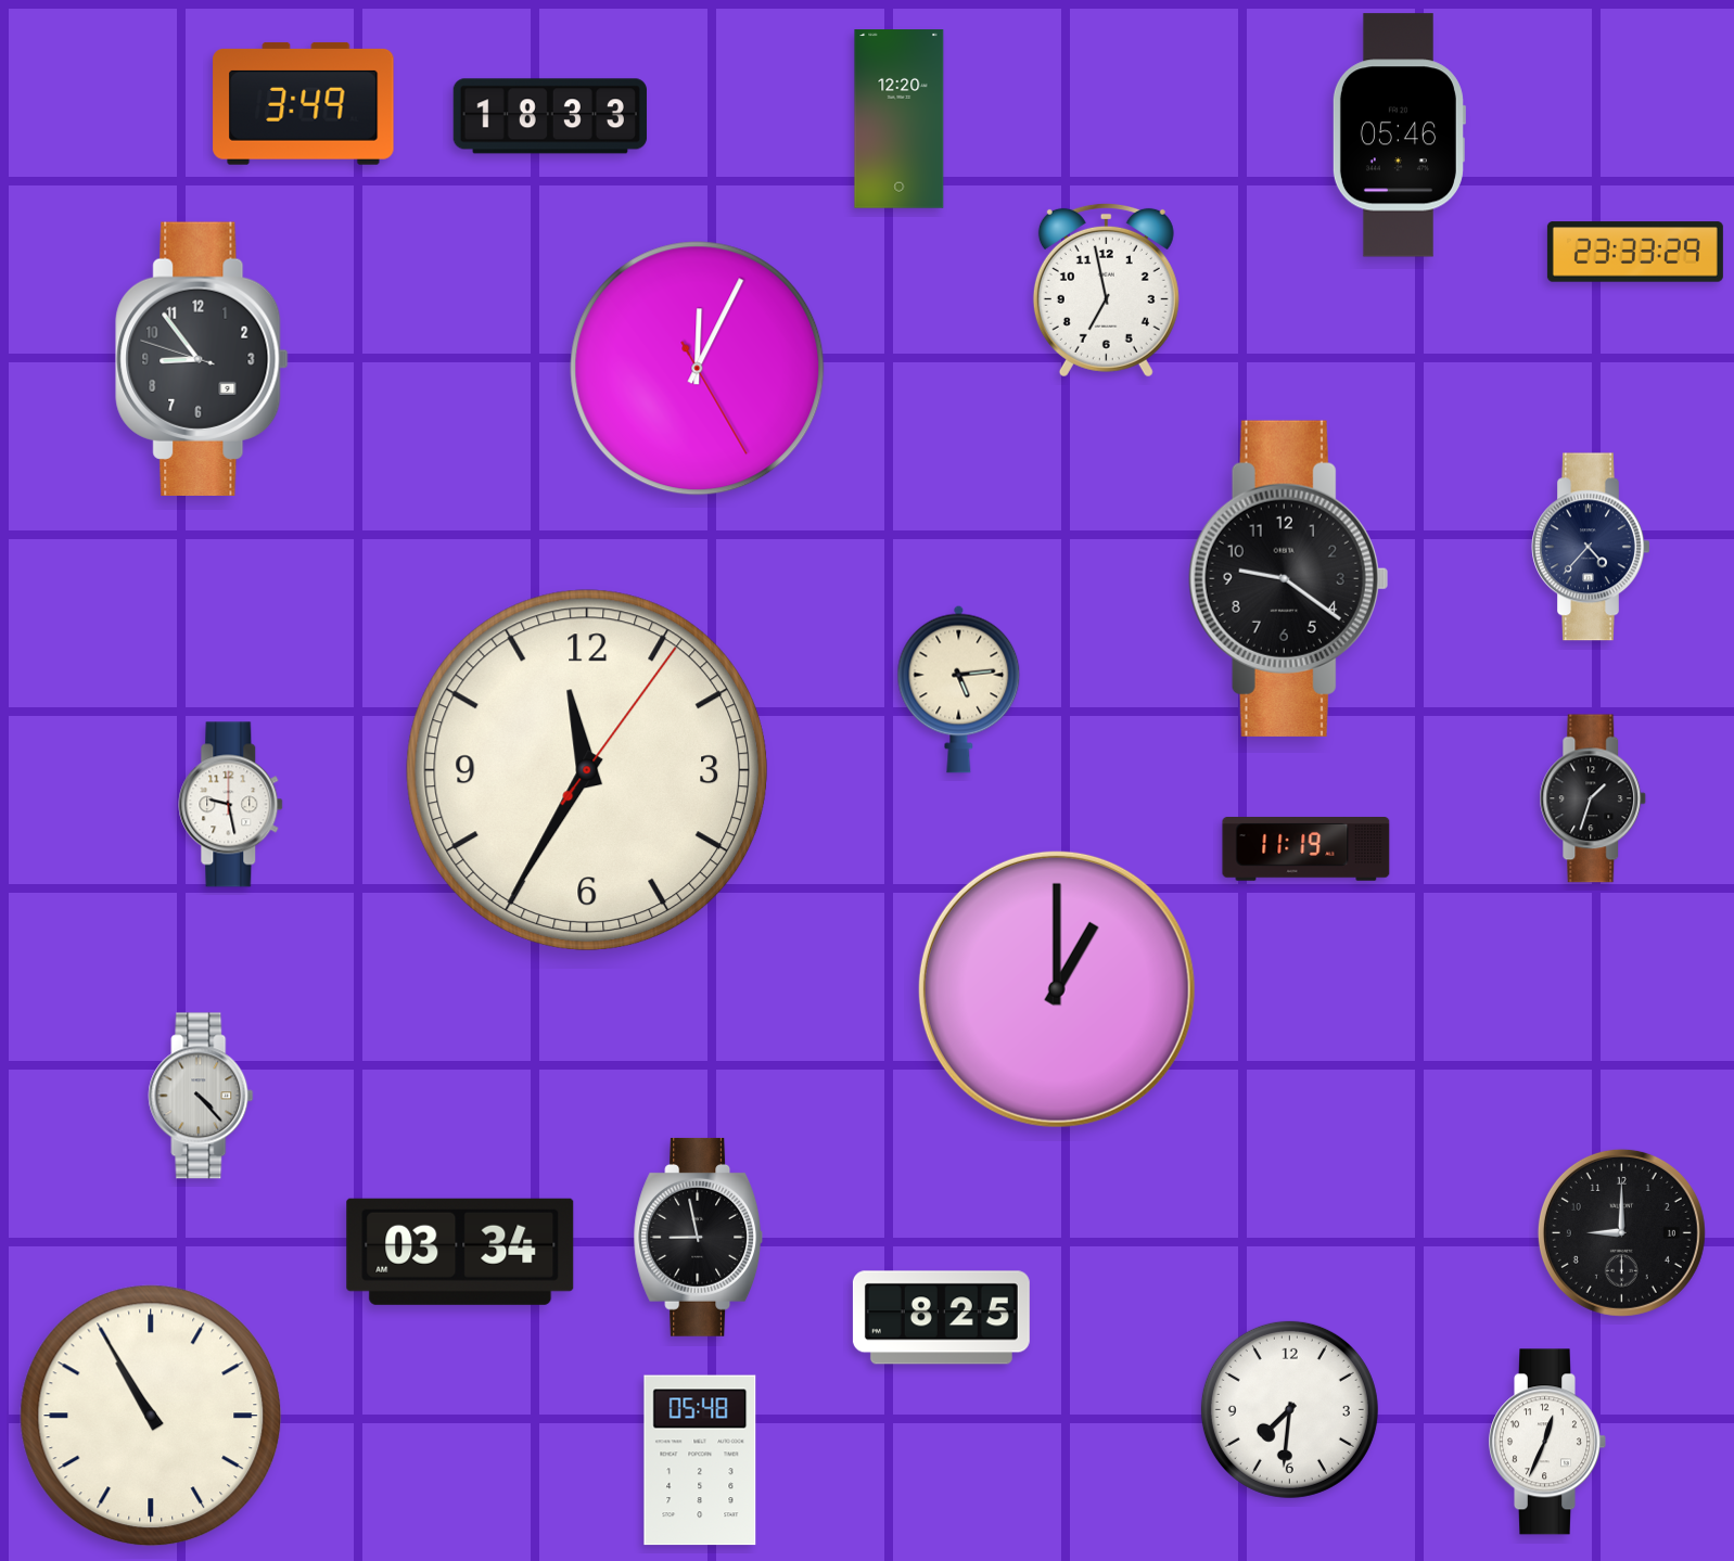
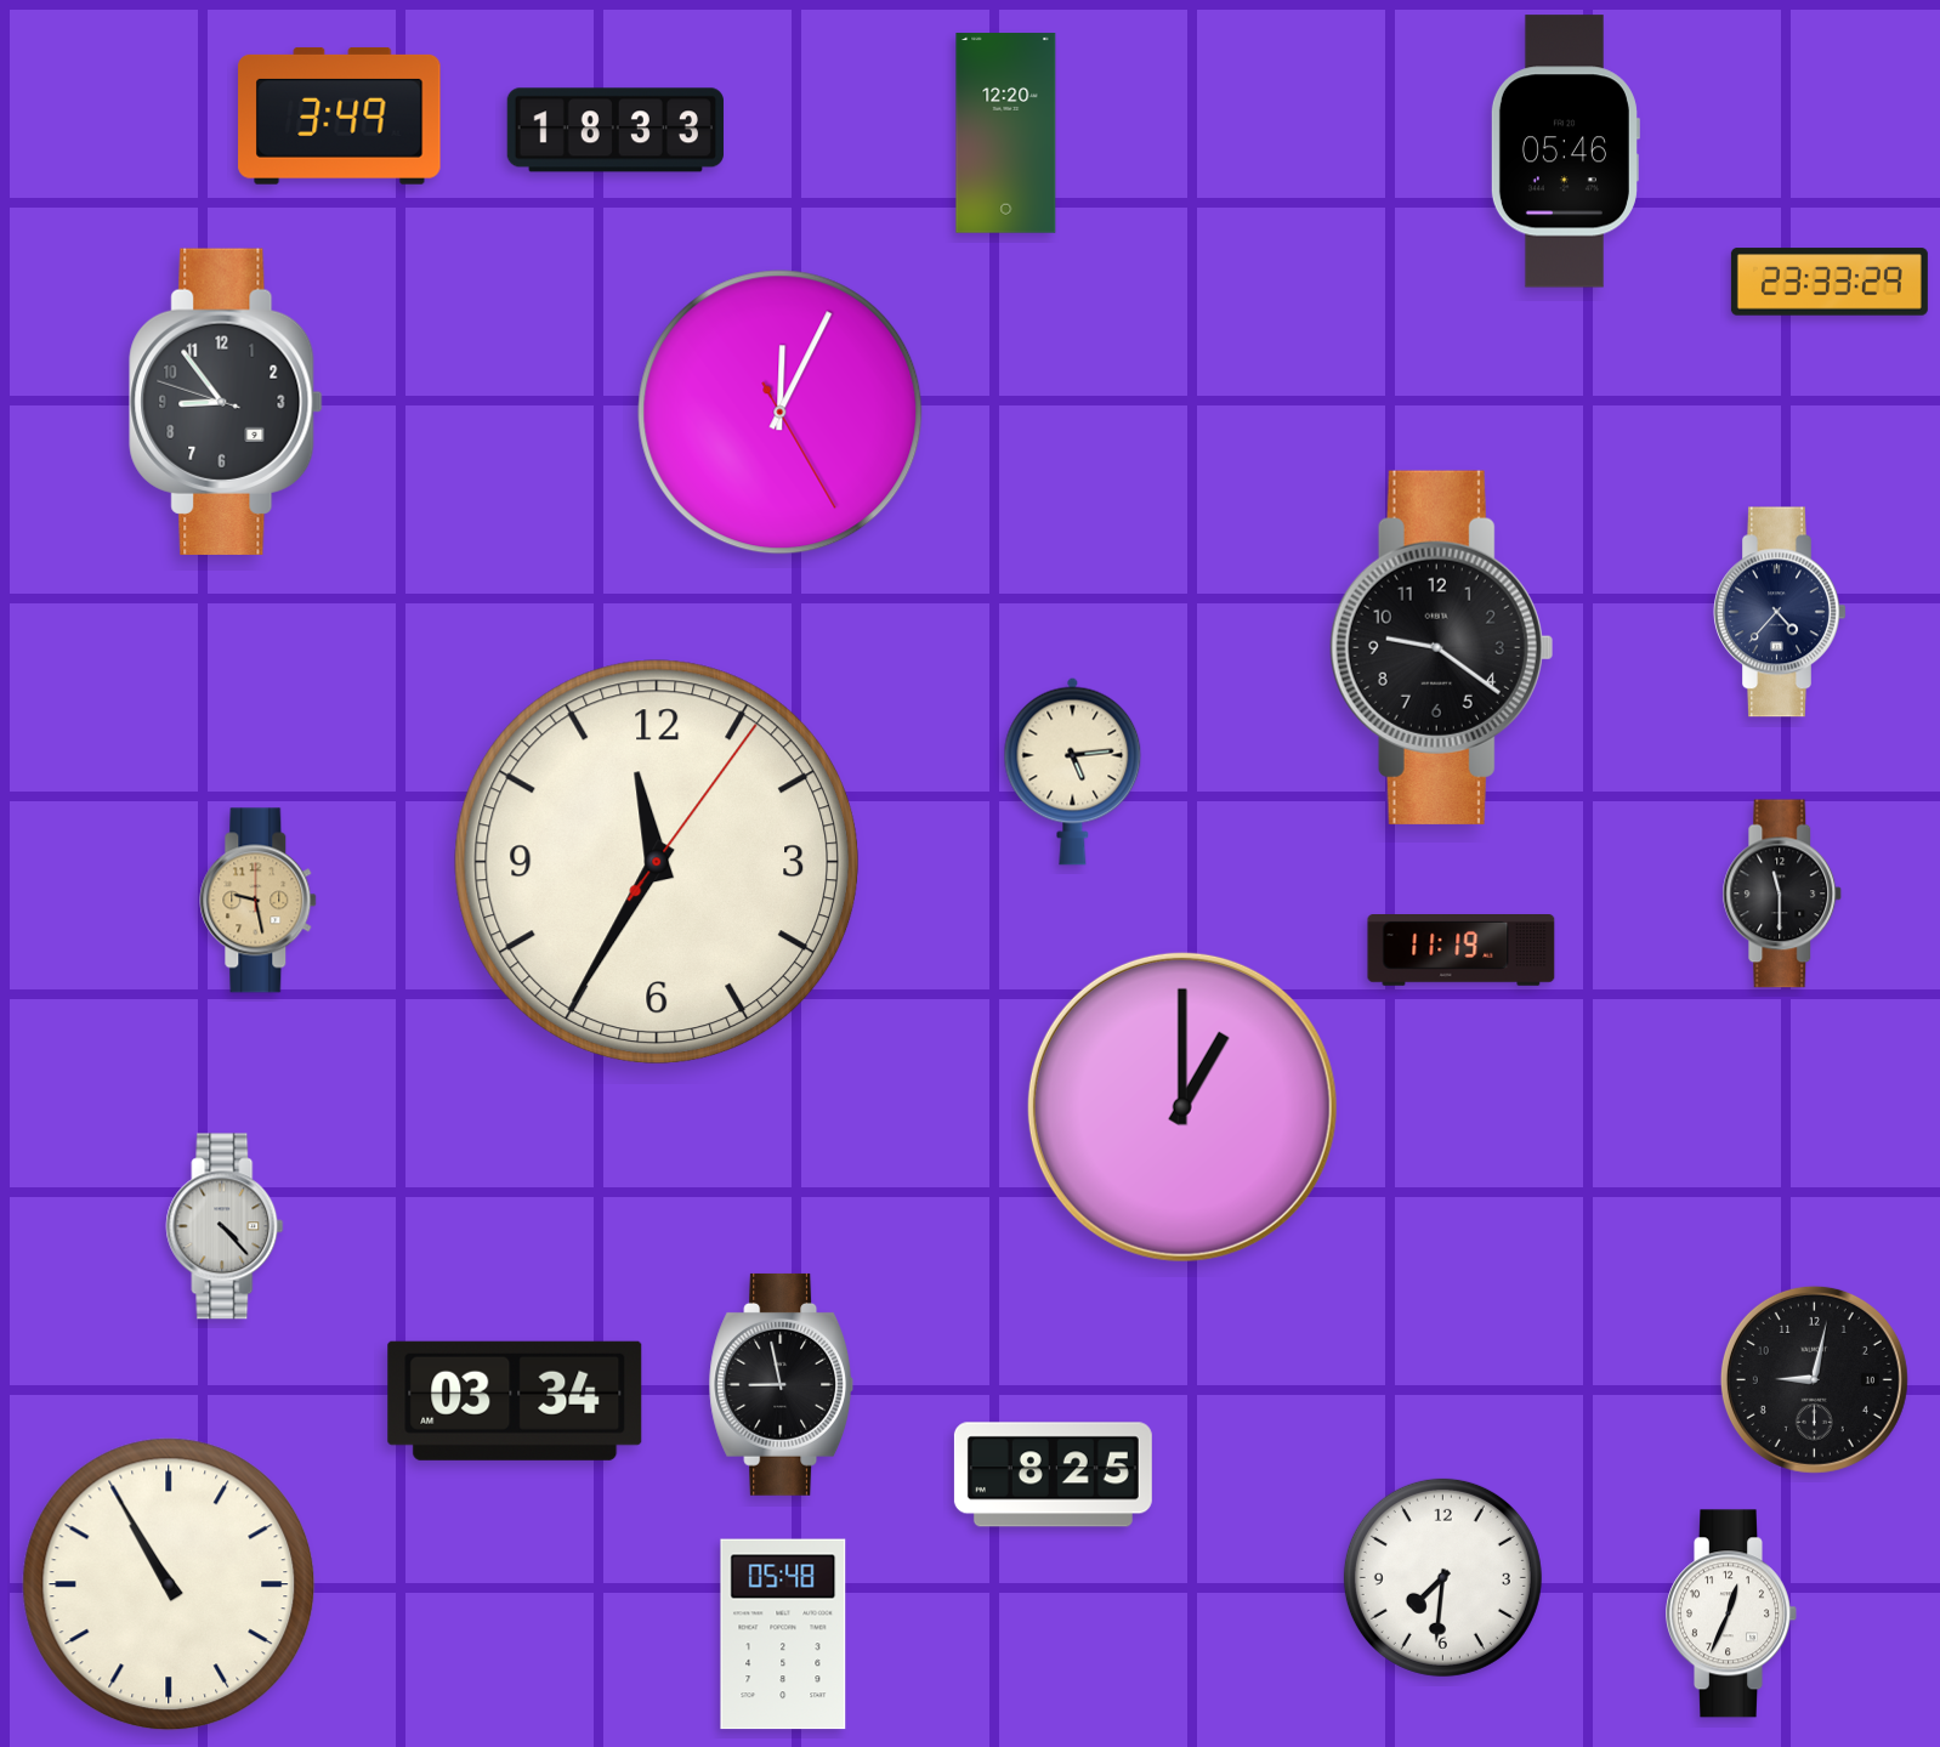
clock at (1106, 290): 6:58 -> none
clock at (1593, 798): 1:33 -> 11:30
clock at (231, 805) dial: white -> champagne
clock at (1621, 1232): 9:00 -> 9:02
